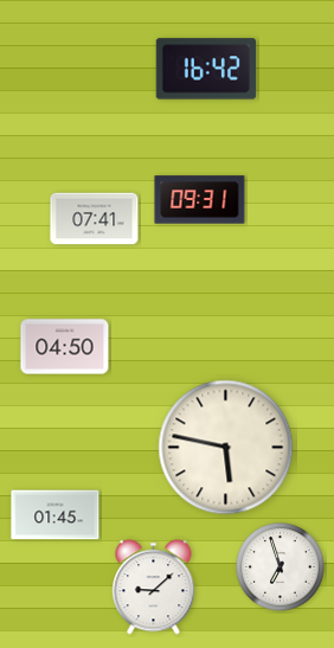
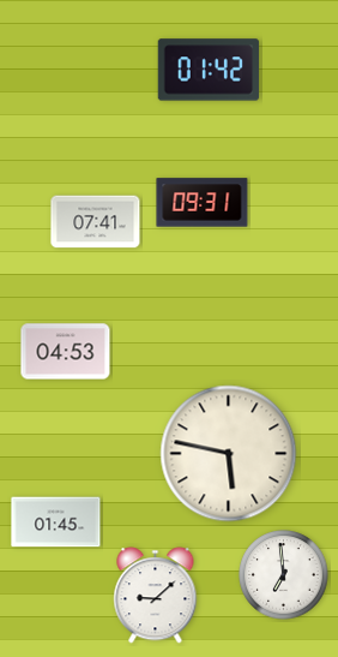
clock at (206, 69): 16:42 -> 01:42
clock at (65, 347): 04:50 -> 04:53
clock at (281, 567): 6:57 -> 6:59
